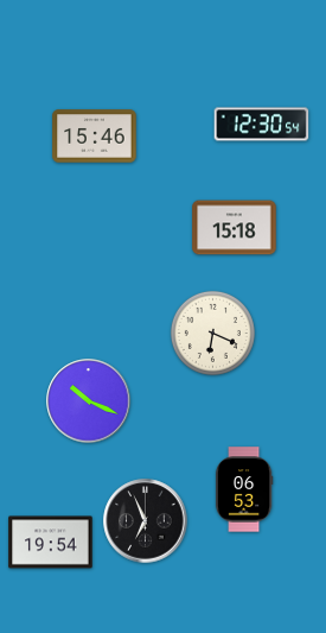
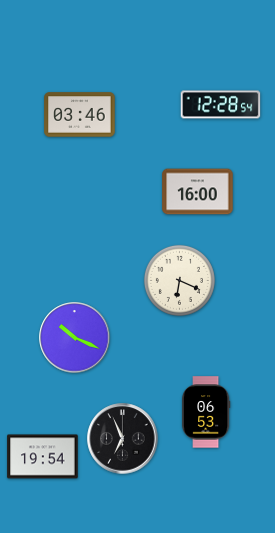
clock at (262, 125): 12:30 -> 12:28
clock at (95, 137): 15:46 -> 03:46
clock at (235, 228): 15:18 -> 16:00
